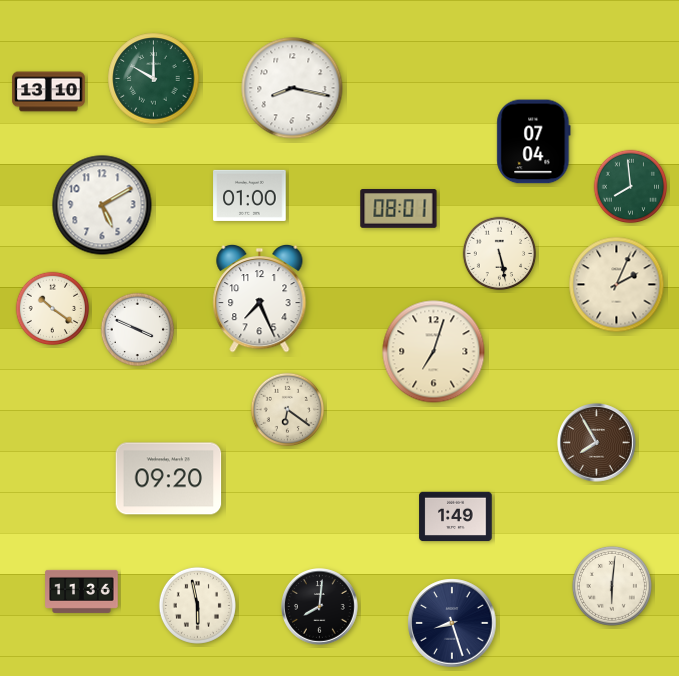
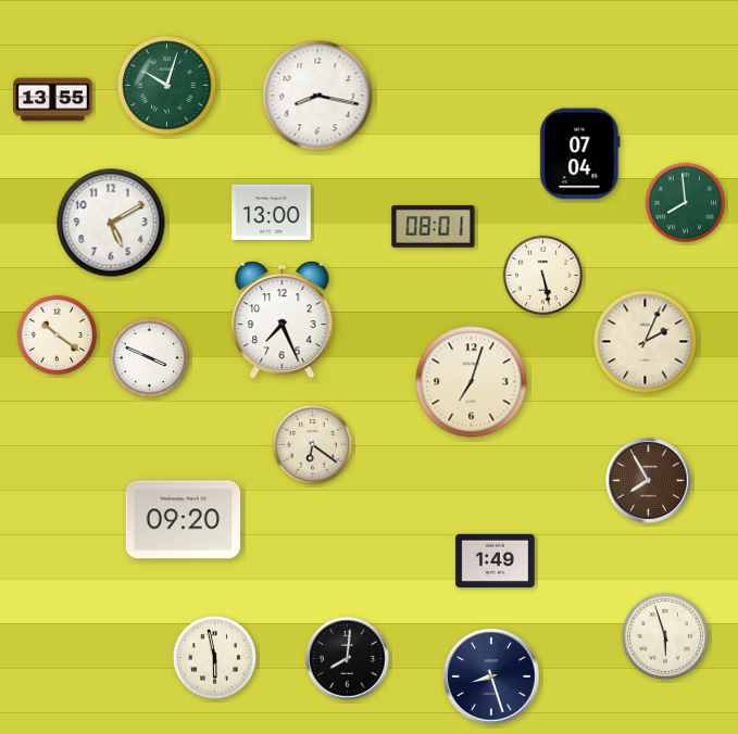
clock at (154, 79): 10:00 -> 10:03
clock at (49, 92): 13:10 -> 13:55
clock at (250, 195): 01:00 -> 13:00
clock at (617, 285) position: (617, 285) -> (646, 342)
clock at (260, 298) position: (260, 298) -> (283, 319)
clock at (612, 586): 6:01 -> 5:57
clock at (82, 591): 11:36 -> none
